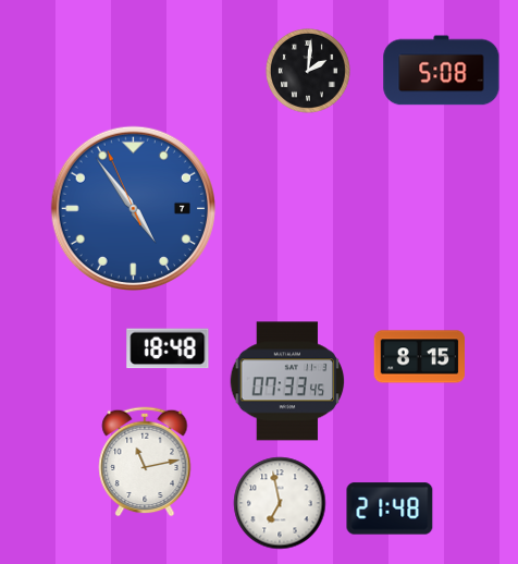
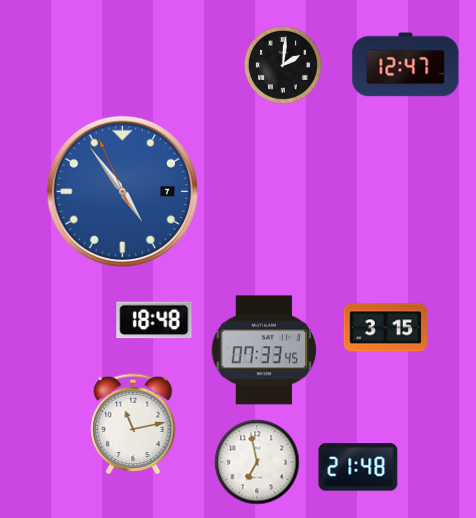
clock at (442, 71): 5:08 -> 12:47
clock at (420, 357): 8:15 -> 3:15
